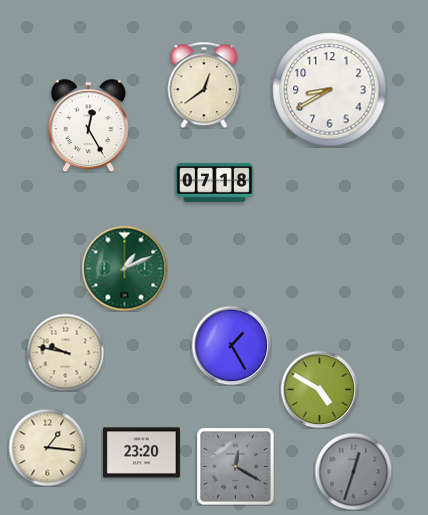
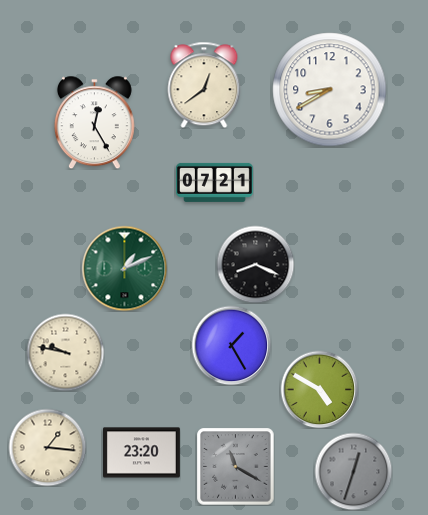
clock at (88, 125) position: (88, 125) -> (94, 122)
clock at (214, 182): 07:18 -> 07:21
clock at (255, 264): none -> 8:19
clock at (235, 466): 12:20 -> 11:20
